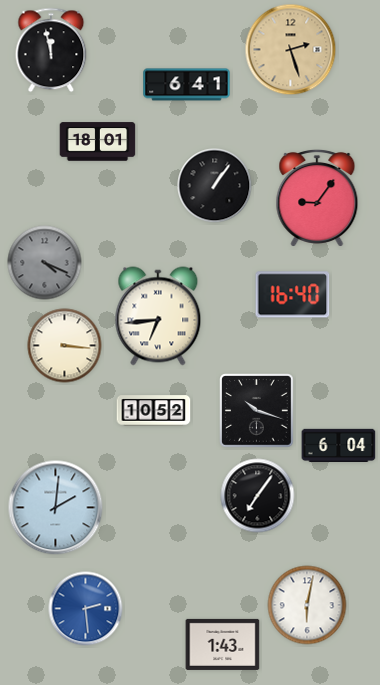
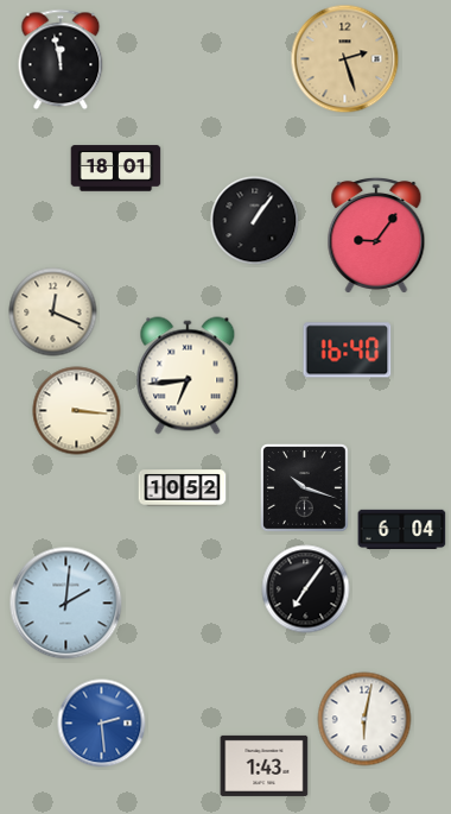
clock at (187, 85): 6:41 -> none
clock at (45, 263): 4:19 -> 12:19
clock at (45, 263) dial: grey -> cream
